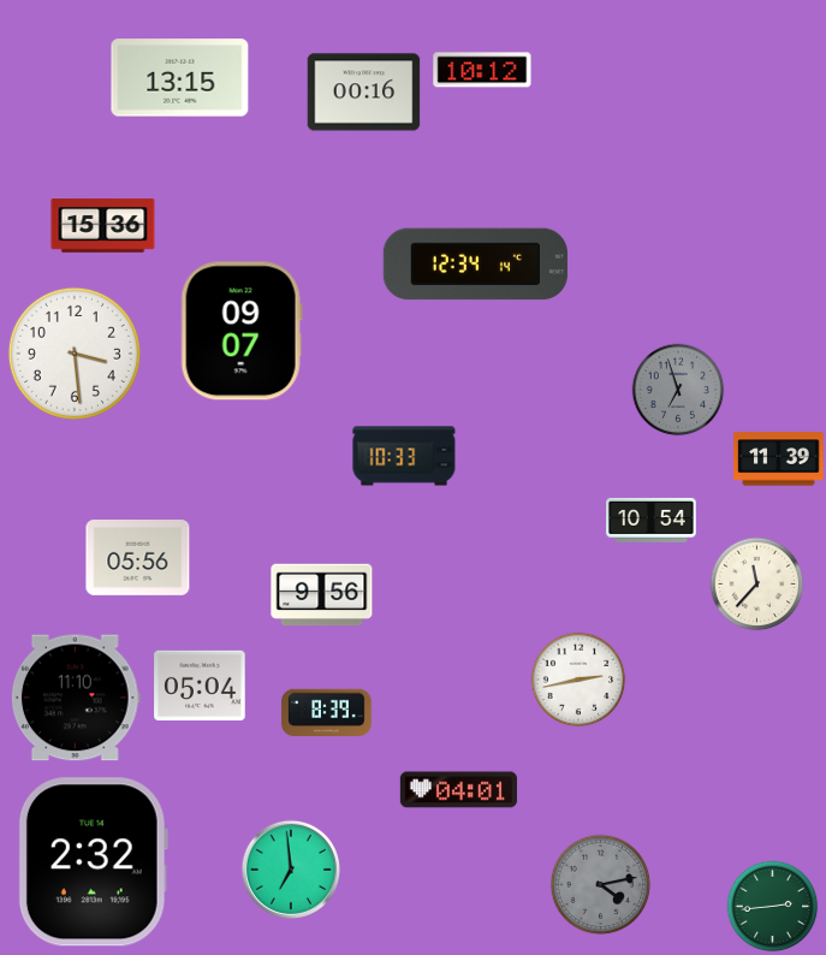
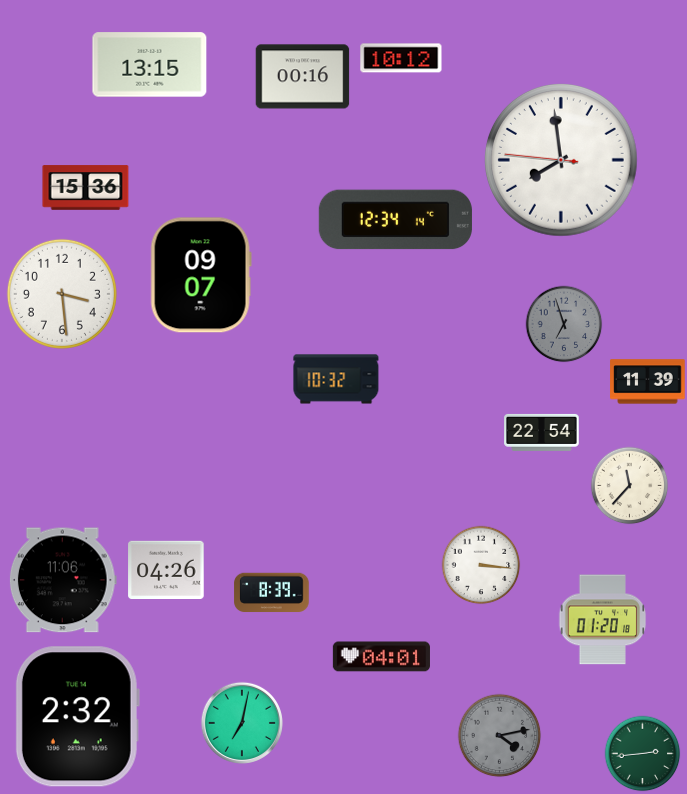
clock at (562, 161): none -> 7:58
clock at (404, 456): 10:33 -> 10:32
clock at (652, 520): 10:54 -> 22:54
clock at (138, 558): 05:56 -> none
clock at (322, 595): 9:56 -> none
clock at (578, 680): 2:43 -> 3:16
clock at (200, 684): 05:04 -> 04:26
clock at (76, 698): 11:10 -> 11:06
clock at (603, 620): none -> 01:20
clock at (291, 870): 6:59 -> 7:02
